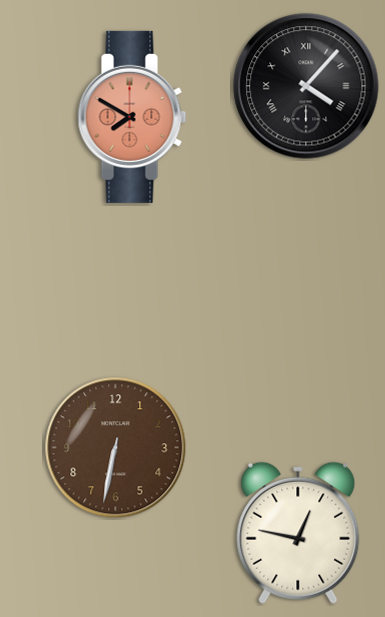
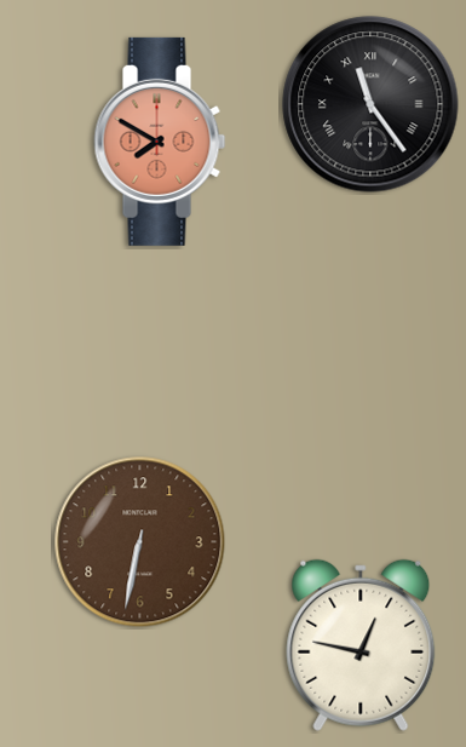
clock at (306, 86): 4:07 -> 11:24
